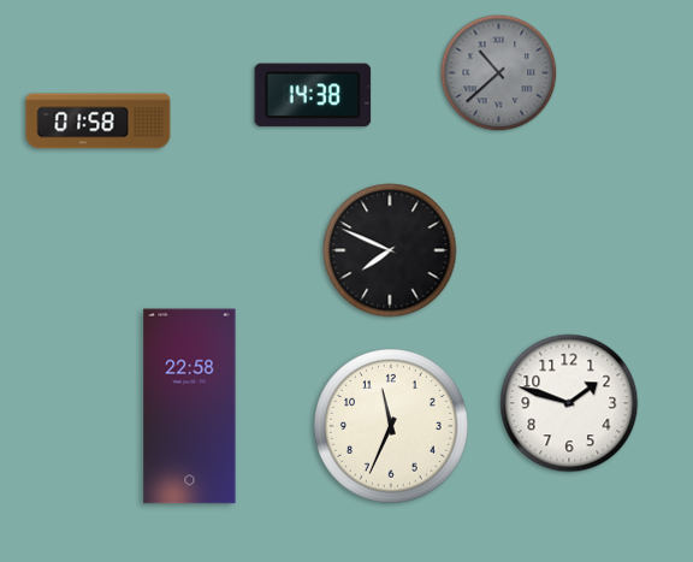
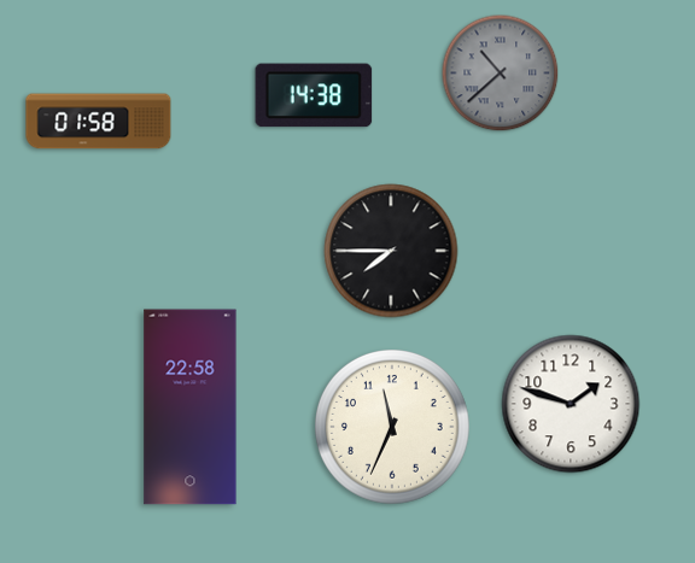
clock at (390, 250): 7:49 -> 7:45
